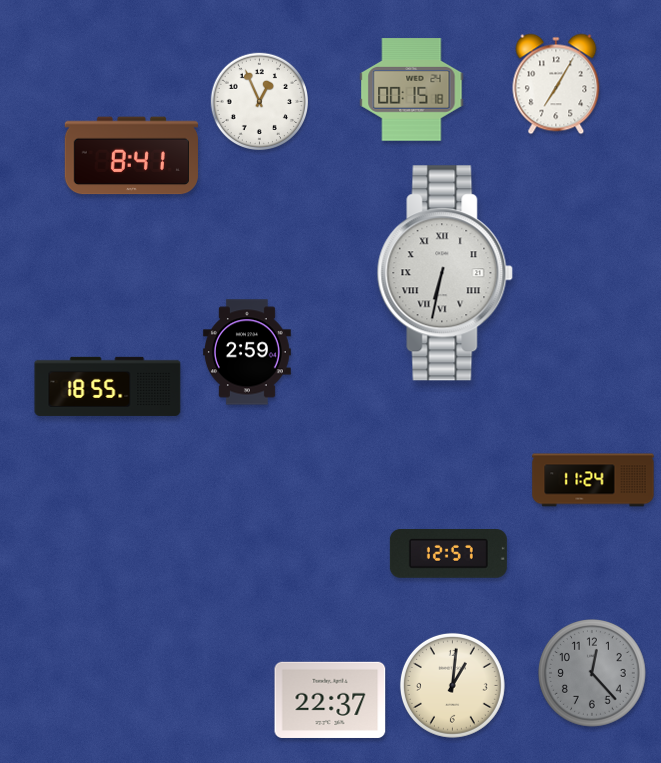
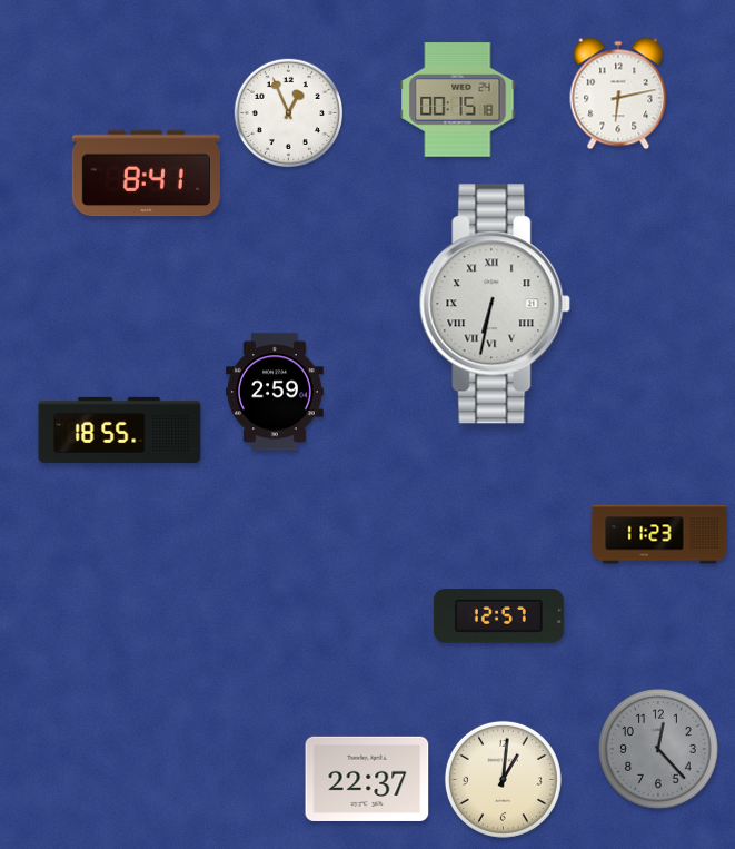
clock at (556, 84): 7:05 -> 6:13
clock at (593, 480): 11:24 -> 11:23
clock at (452, 685) position: (452, 685) -> (503, 779)
